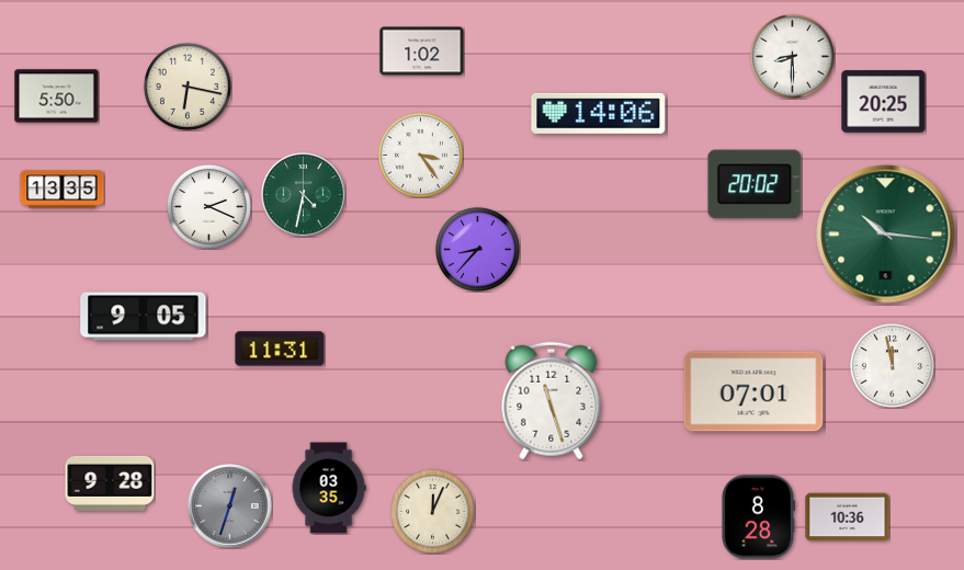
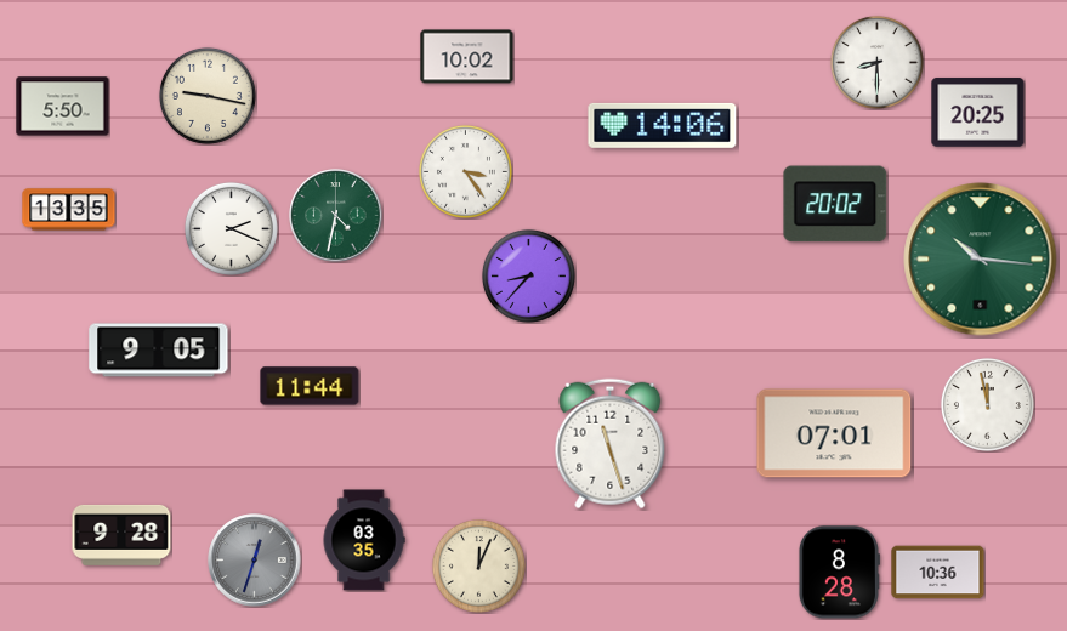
clock at (422, 52): 1:02 -> 10:02
clock at (188, 87): 6:17 -> 9:17
clock at (280, 349): 11:31 -> 11:44
